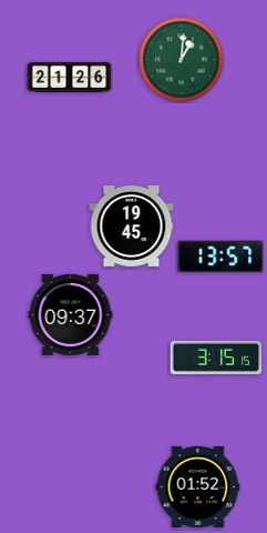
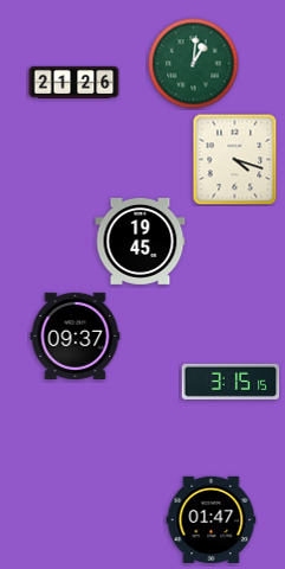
clock at (235, 159): none -> 4:18
clock at (220, 257): 13:57 -> none
clock at (198, 486): 01:52 -> 01:47
